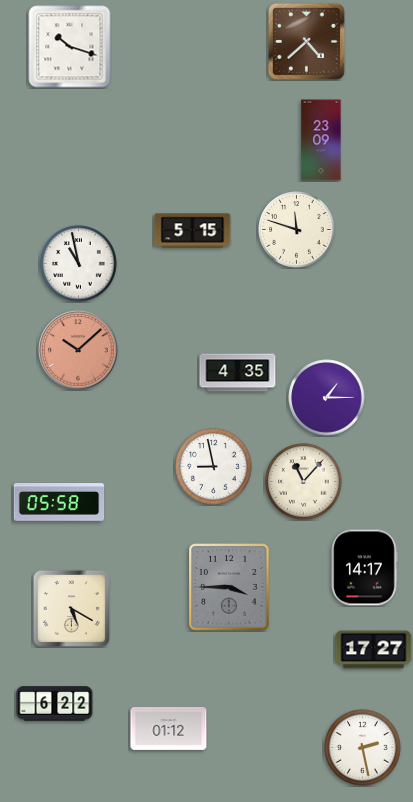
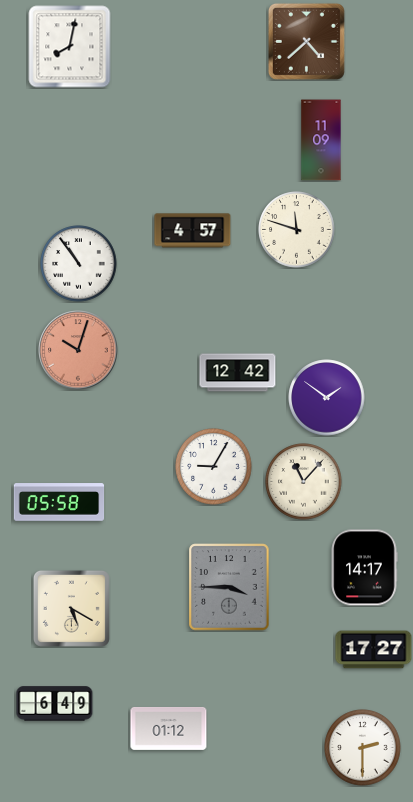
clock at (70, 47): 10:18 -> 8:02
clock at (321, 140): 23:09 -> 11:09
clock at (193, 231): 5:15 -> 4:57
clock at (79, 264): 10:58 -> 10:54
clock at (78, 350): 10:08 -> 10:03
clock at (238, 373): 4:35 -> 12:42
clock at (327, 398): 1:15 -> 1:51
clock at (214, 467): 8:58 -> 9:05
clock at (55, 704): 6:22 -> 6:49
clock at (363, 748): 2:28 -> 2:30
